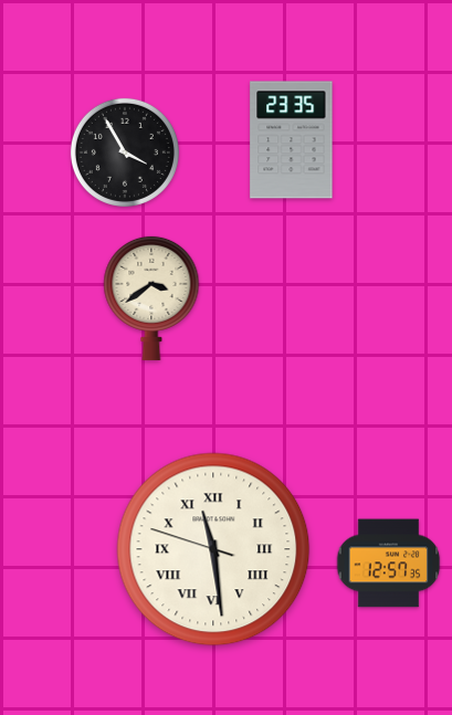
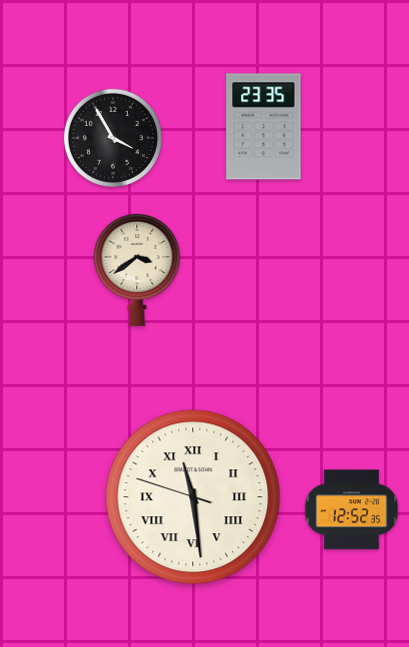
clock at (389, 564): 12:57 -> 12:52
